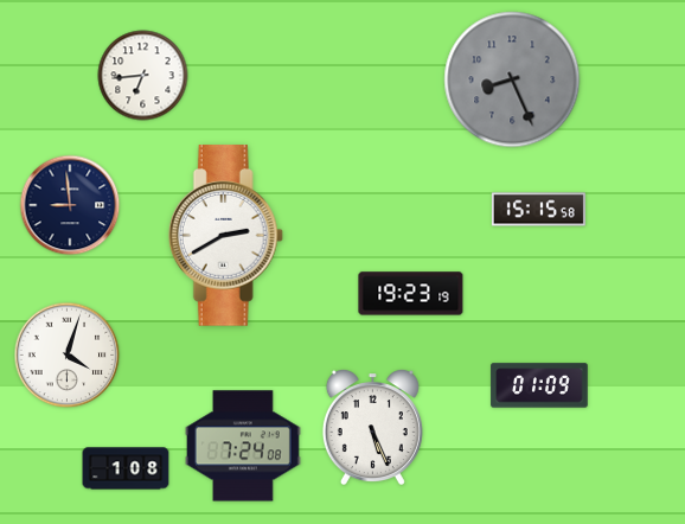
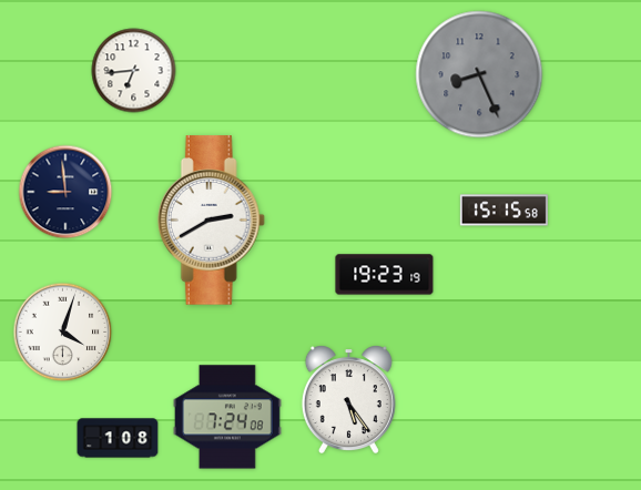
clock at (538, 210) position: (538, 210) -> (503, 211)
clock at (539, 385): 01:09 -> none
clock at (372, 428): 5:26 -> 5:24
